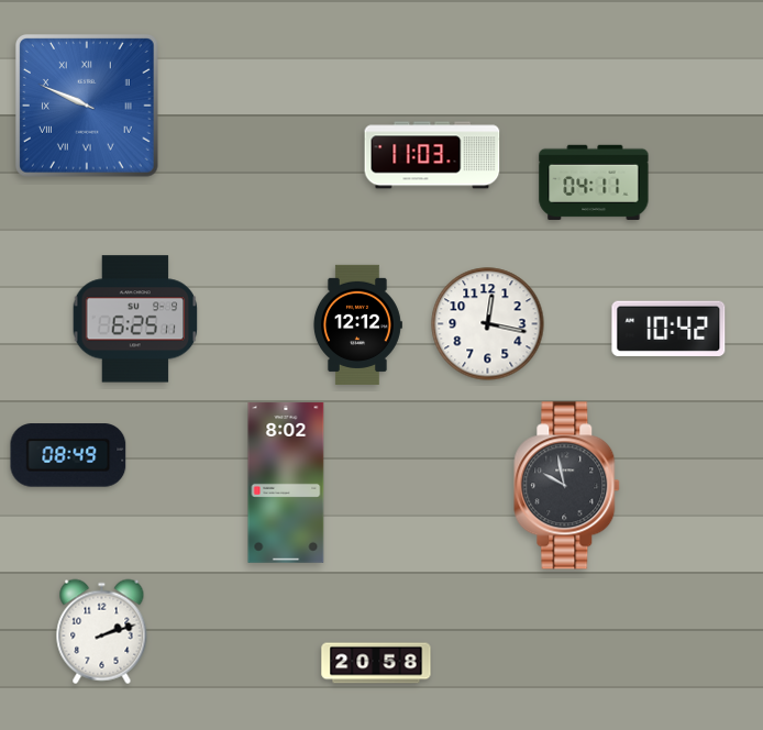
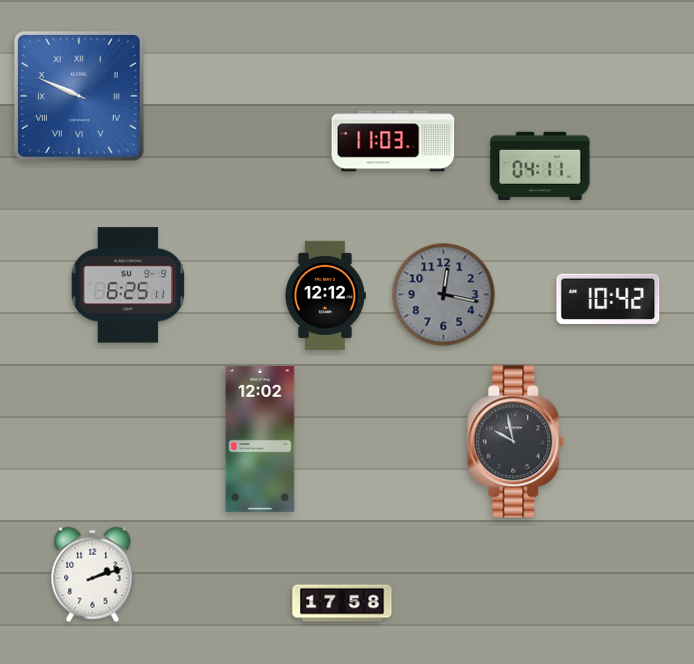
clock at (135, 319) position: (135, 319) -> (128, 285)
clock at (488, 324) dial: white -> grey
clock at (68, 455): 08:49 -> none
clock at (286, 483): 8:02 -> 12:02
clock at (376, 663): 20:58 -> 17:58
